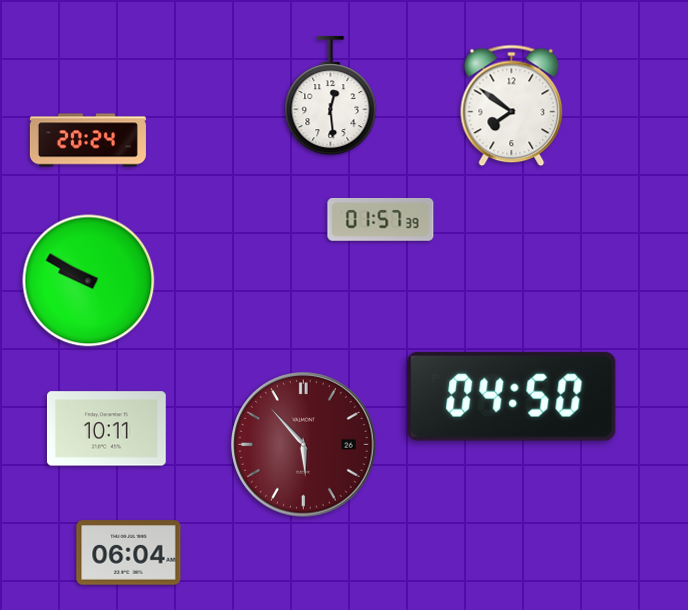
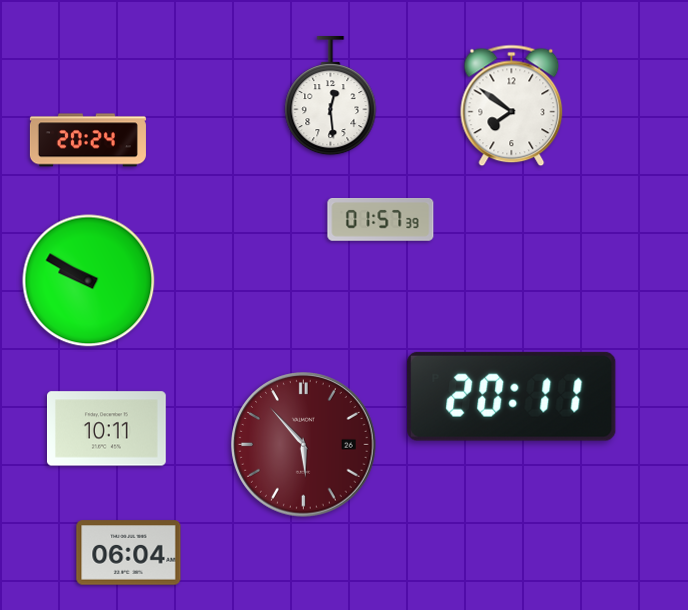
clock at (512, 396): 04:50 -> 20:11
